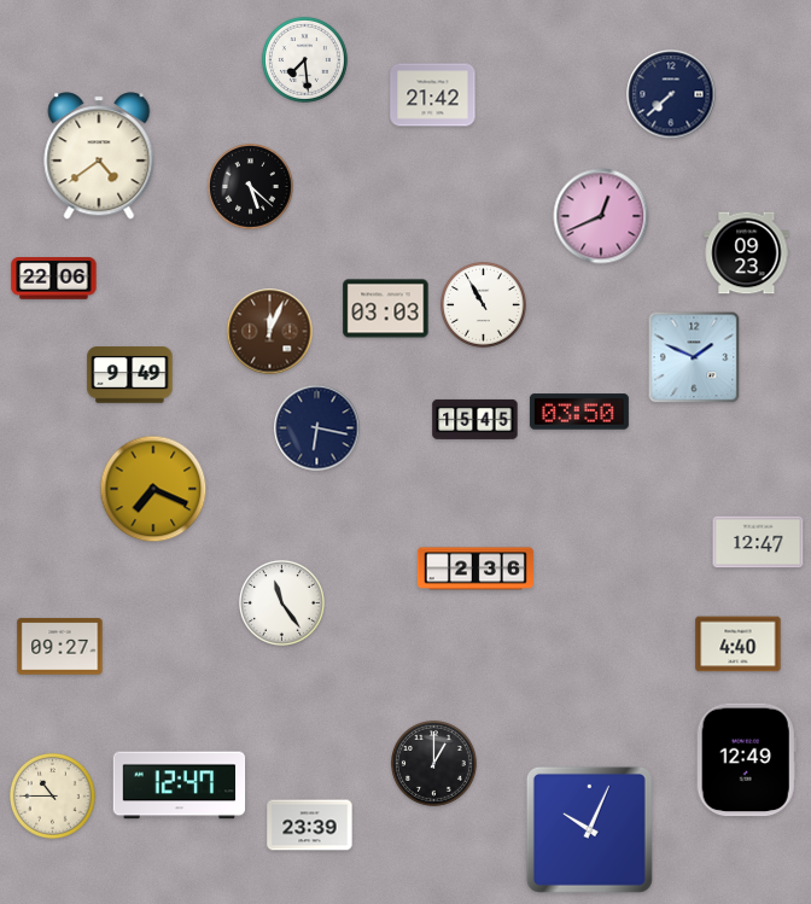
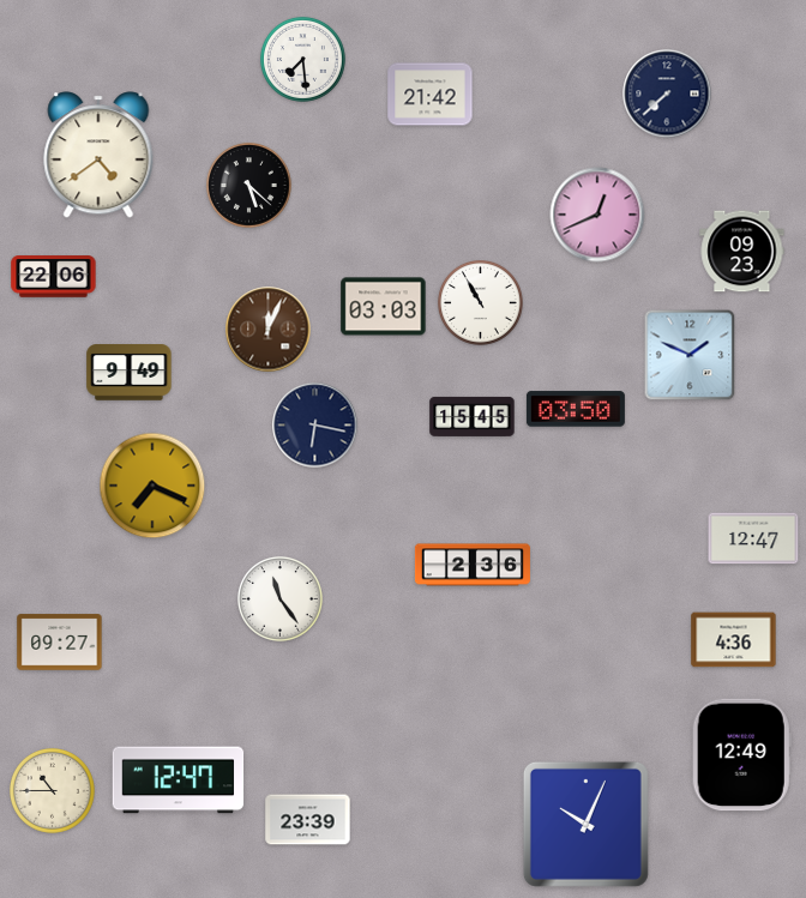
clock at (739, 645): 4:40 -> 4:36
clock at (434, 764): 1:00 -> none
